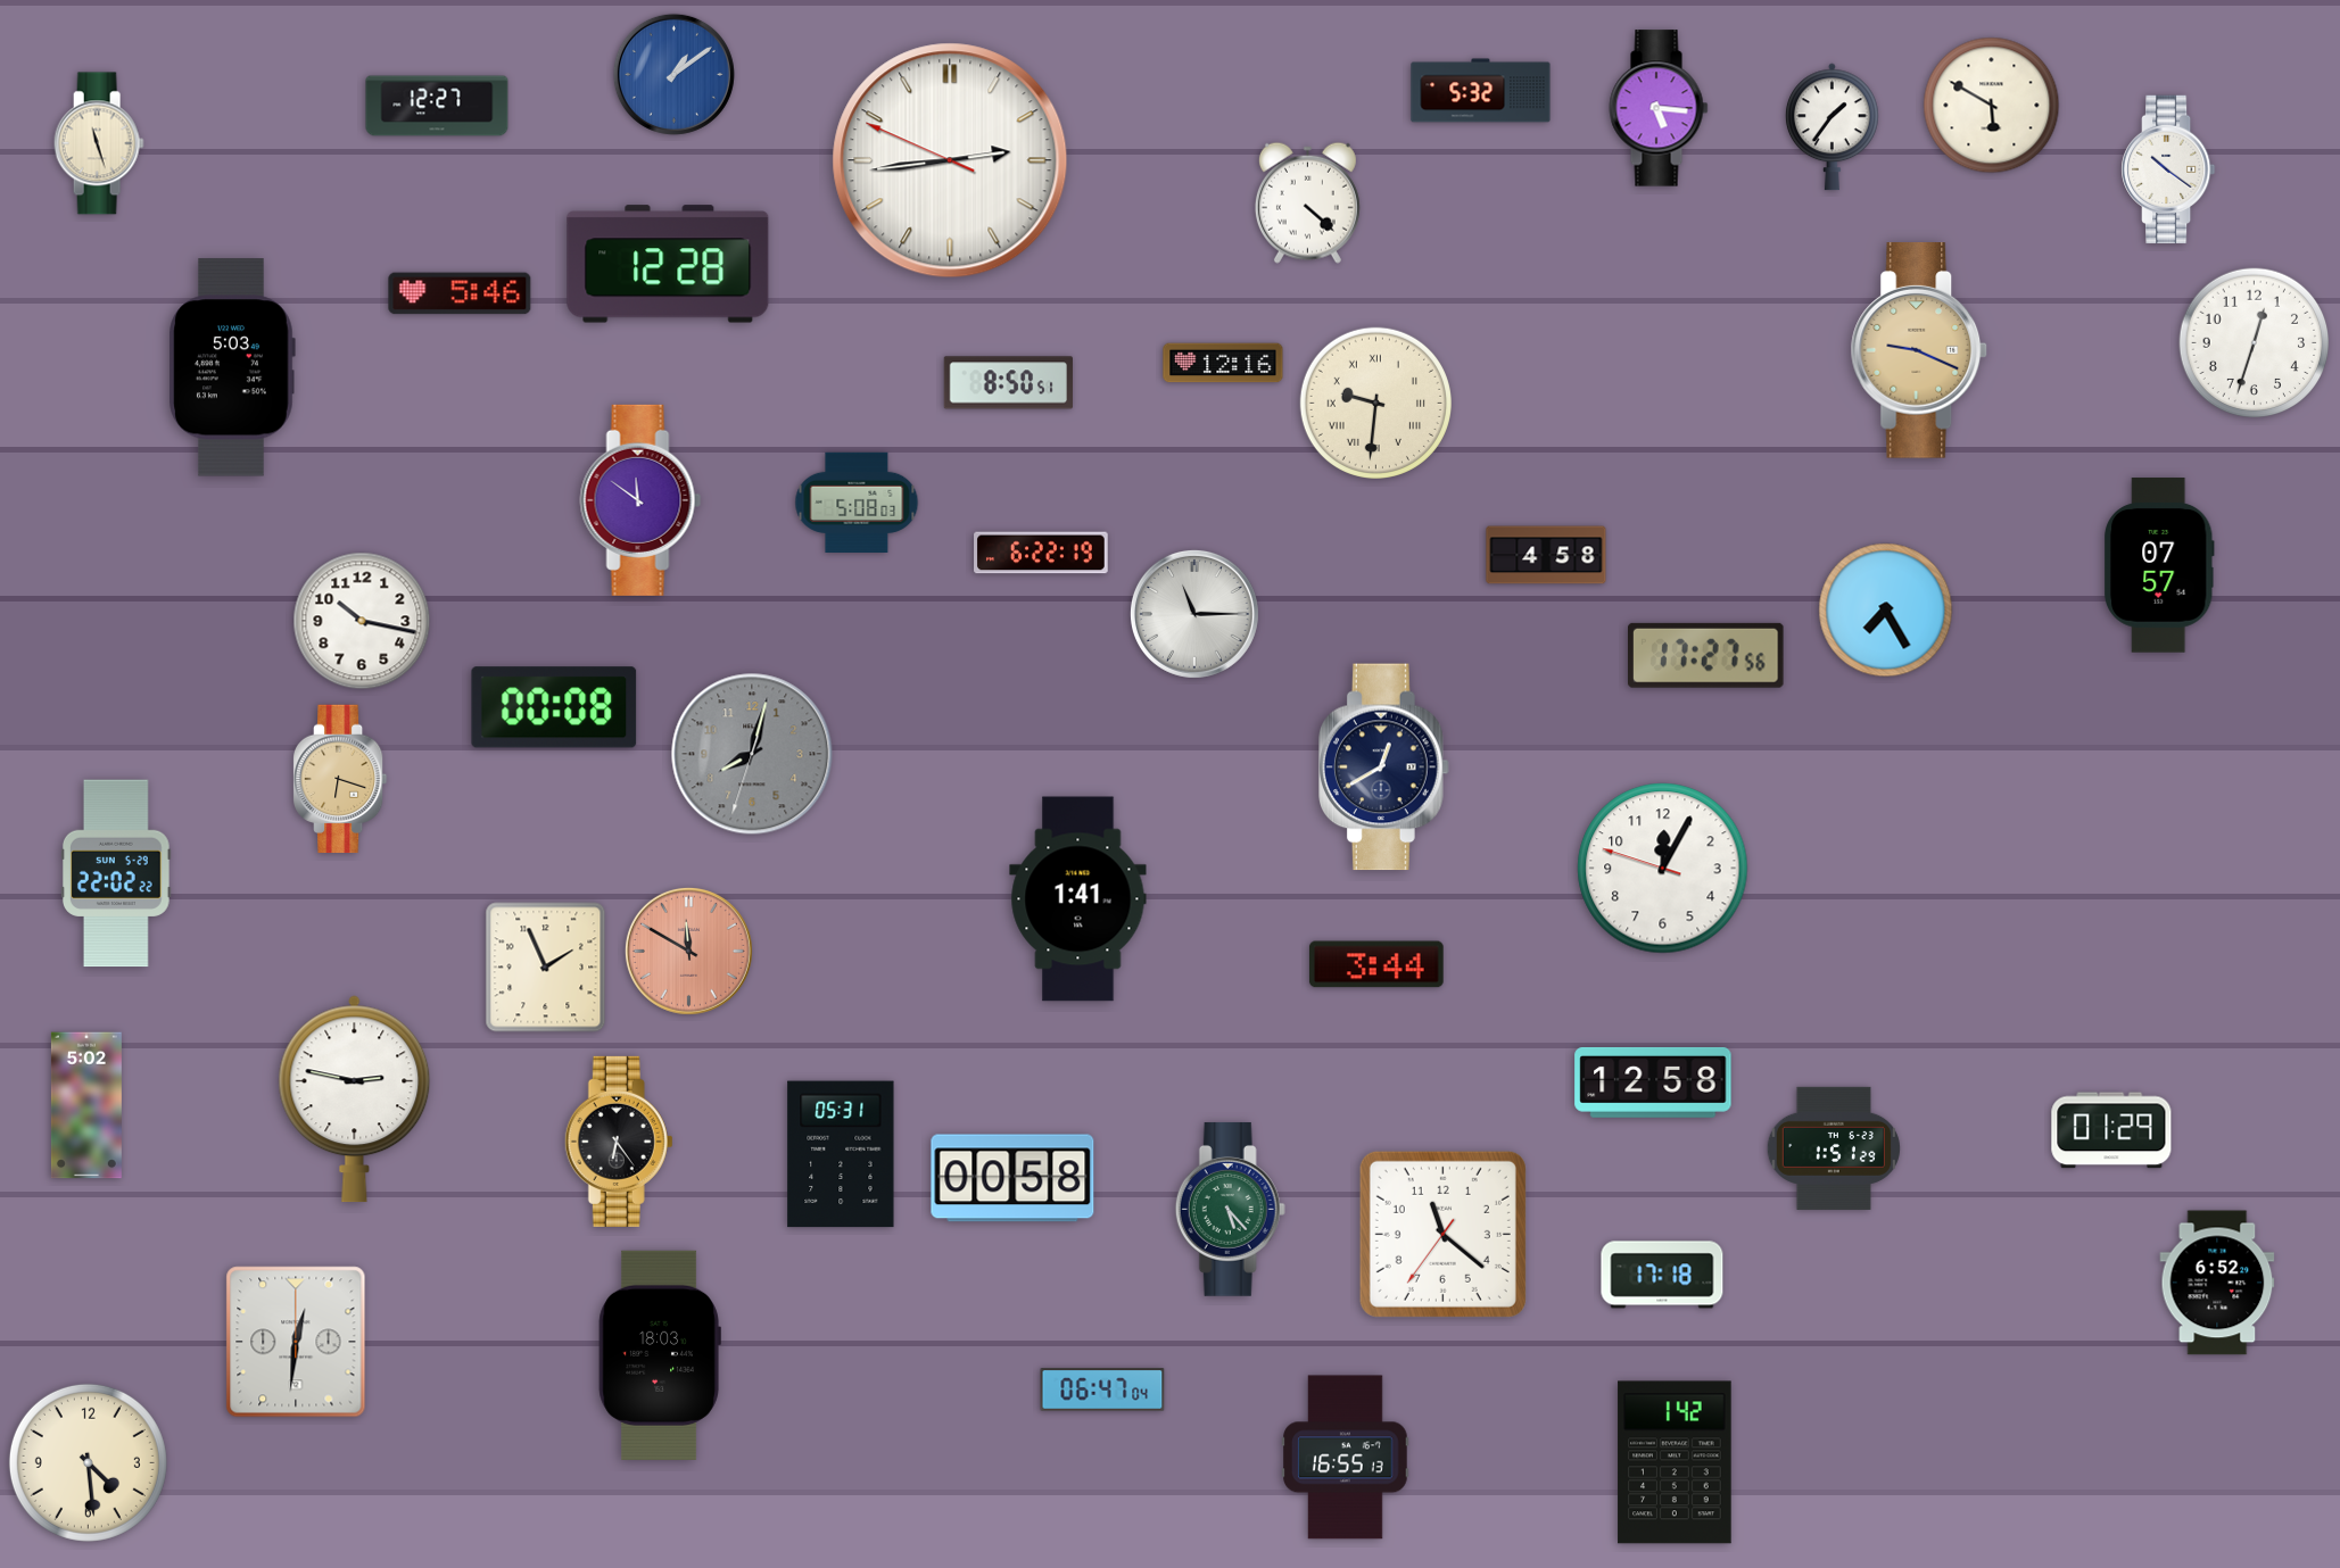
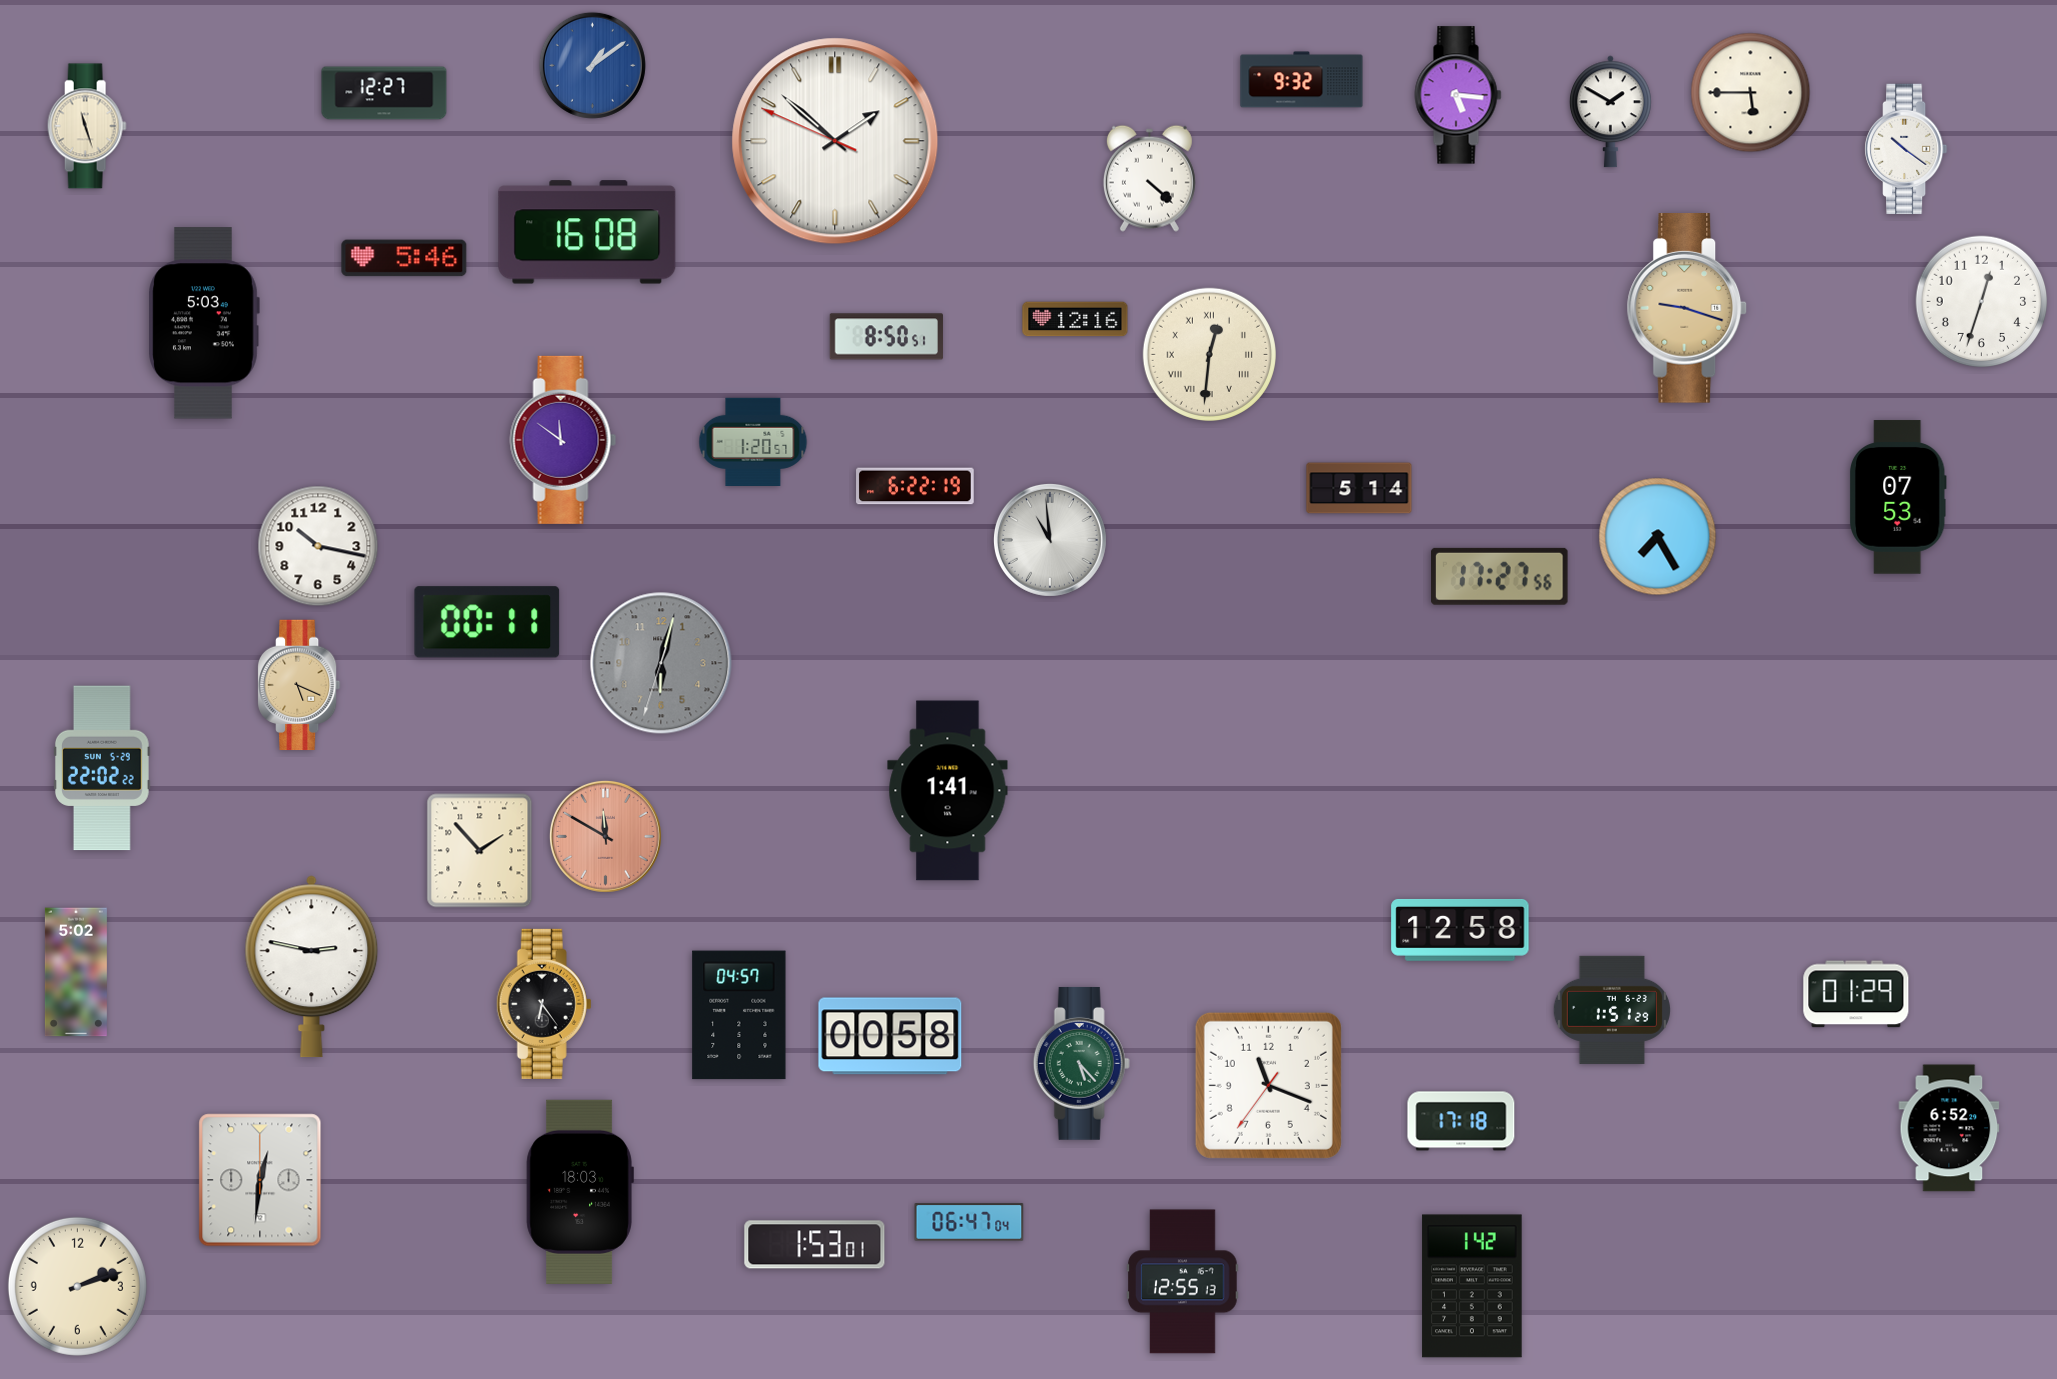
clock at (1481, 91): 5:32 -> 9:32
clock at (1992, 106): 5:50 -> 5:45
clock at (1833, 127): 1:36 -> 1:50
clock at (950, 160): 2:43 -> 1:51
clock at (668, 264): 12:28 -> 16:08
clock at (1919, 350): 9:19 -> 9:18
clock at (1375, 403): 9:31 -> 12:31
clock at (857, 501): 5:08 -> 1:20
clock at (1546, 555): 4:58 -> 5:14
clock at (2159, 565): 07:57 -> 07:53
clock at (1194, 614): 11:15 -> 10:59
clock at (554, 707): 00:08 -> 00:11
clock at (752, 754): 8:02 -> 6:02
clock at (1384, 768): 12:40 -> none
clock at (341, 779): 6:18 -> 5:19
clock at (1663, 869): 12:04 -> none
clock at (1376, 964): 3:44 -> none
clock at (546, 968): 1:56 -> 1:53
clock at (1653, 1082) position: (1653, 1082) -> (1460, 930)
clock at (841, 1154): 05:31 -> 04:57
clock at (1442, 1234): 11:21 -> 11:18
clock at (815, 1245): none -> 1:53
clock at (1346, 1458): 16:55 -> 12:55
clock at (88, 1462): 4:29 -> 2:12
